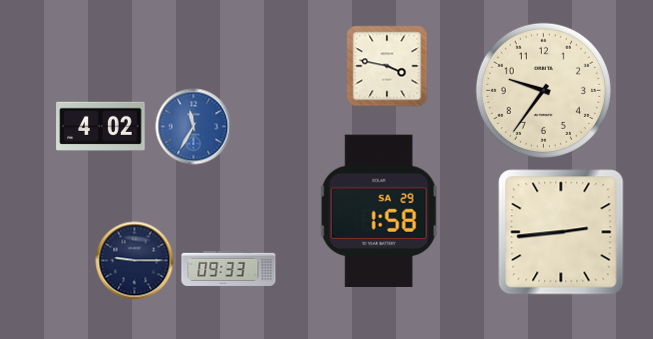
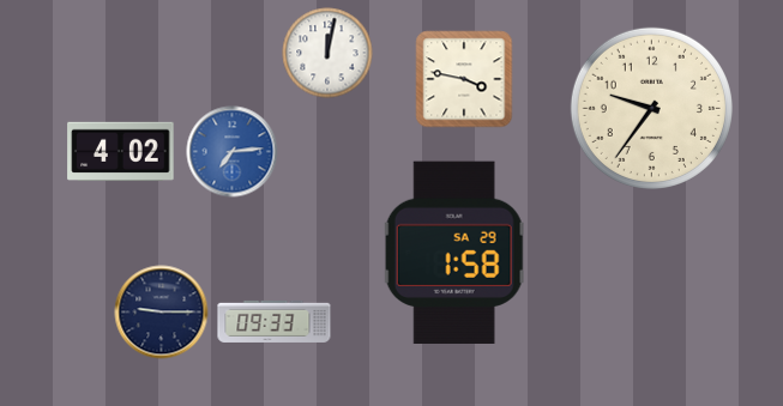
clock at (327, 53): none -> 12:02
clock at (194, 127): 11:35 -> 7:14
clock at (561, 232): 2:44 -> none
